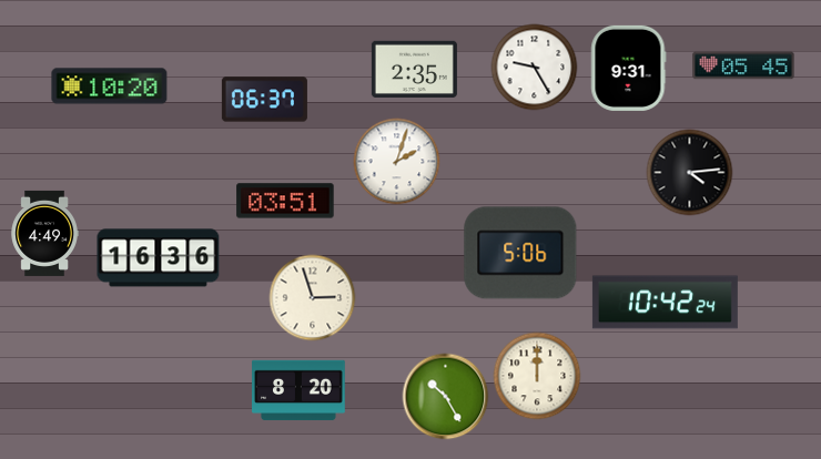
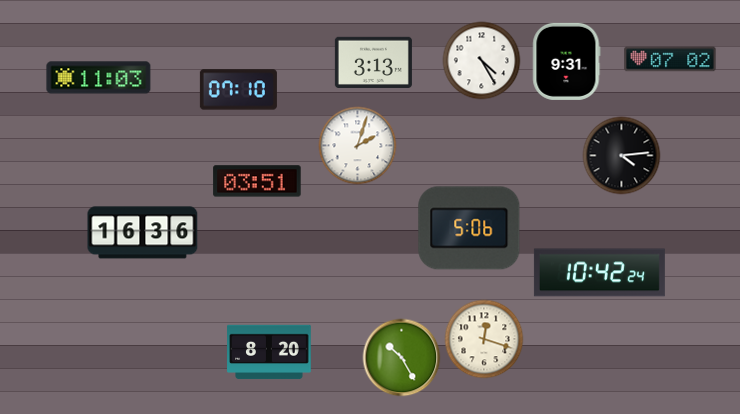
clock at (743, 65): 05:45 -> 07:02
clock at (534, 67): 9:25 -> 4:25
clock at (414, 69): 2:35 -> 3:13
clock at (110, 86): 10:20 -> 11:03
clock at (264, 100): 06:37 -> 07:10
clock at (44, 233): 4:49 -> none
clock at (312, 297): 2:57 -> none
clock at (537, 376): 12:00 -> 12:18
